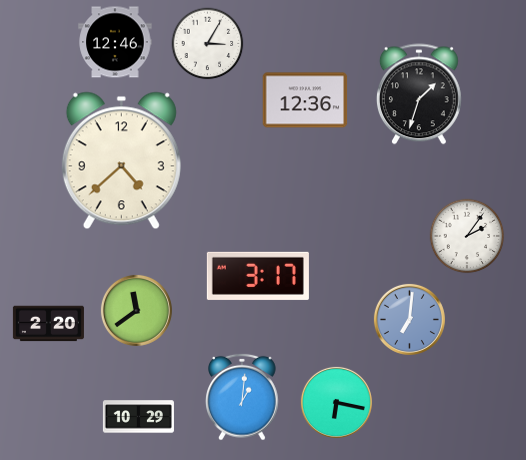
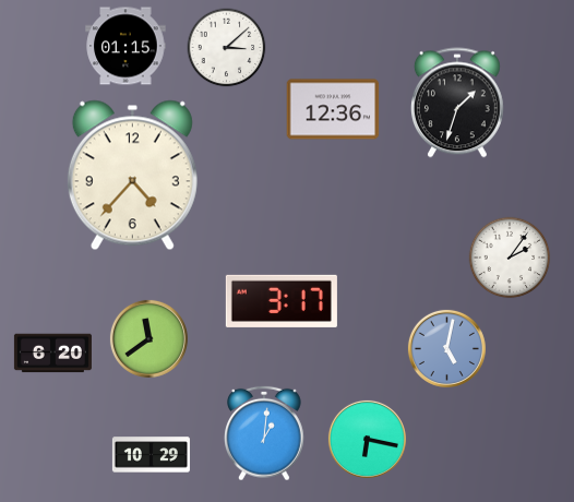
clock at (115, 42): 12:46 -> 01:15
clock at (208, 44): 3:05 -> 3:08
clock at (121, 161): 4:38 -> 4:37
clock at (409, 319): 7:01 -> 5:02
clock at (48, 324): 2:20 -> 6:20
